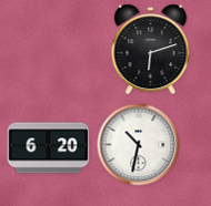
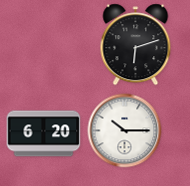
clock at (139, 145): 10:32 -> 10:15
